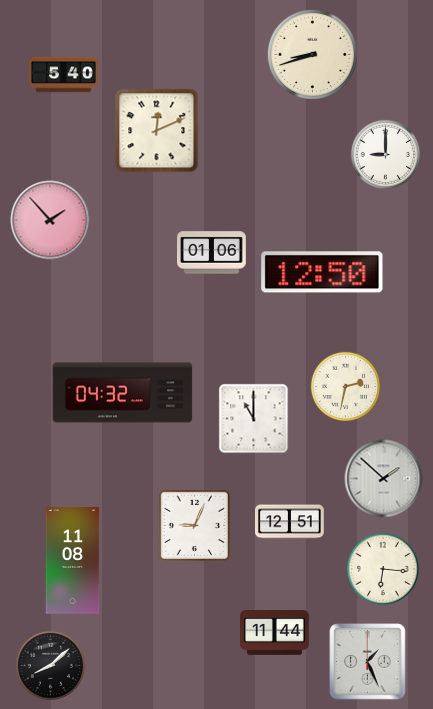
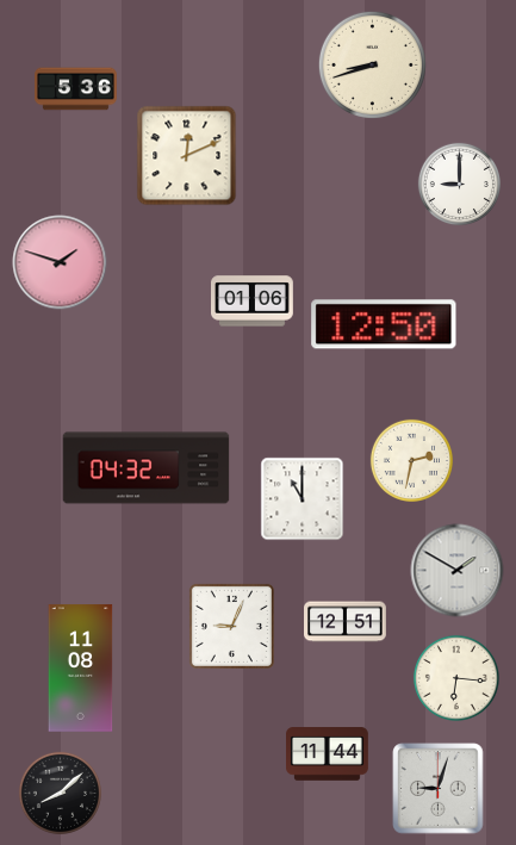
clock at (64, 75): 5:40 -> 5:36
clock at (50, 220): 1:53 -> 1:48
clock at (384, 479): 1:52 -> 1:50
clock at (73, 561) position: (73, 561) -> (81, 669)
clock at (368, 662): 1:26 -> 9:03
